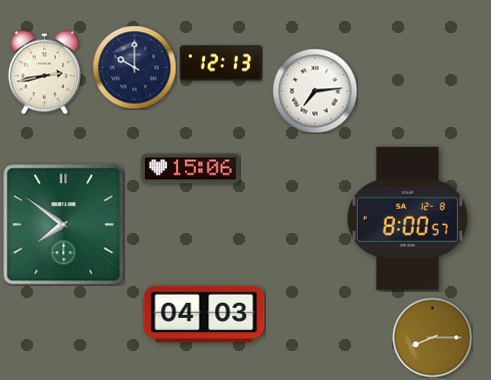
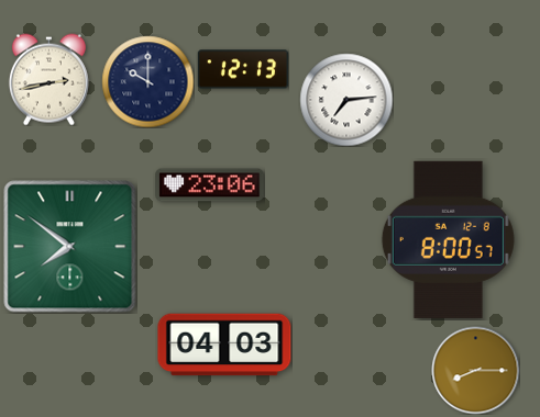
clock at (134, 67) position: (134, 67) -> (147, 81)
clock at (191, 169): 15:06 -> 23:06
